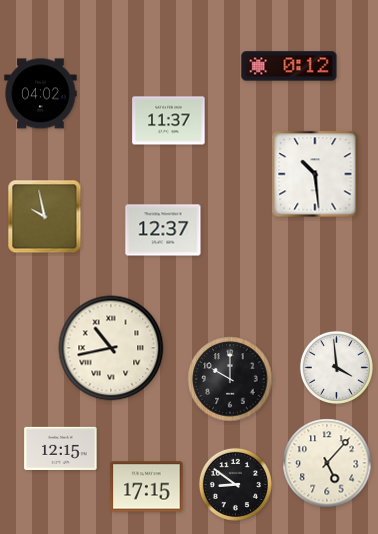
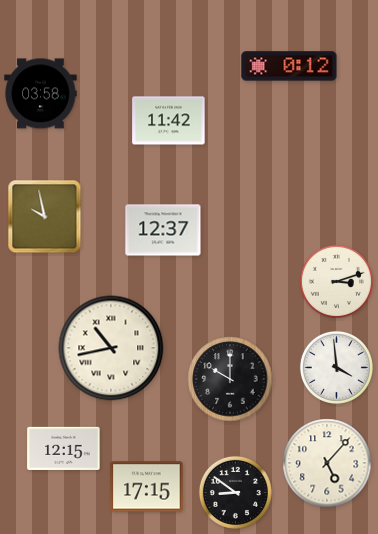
clock at (41, 94): 04:02 -> 03:58
clock at (169, 121): 11:37 -> 11:42
clock at (315, 174): 10:29 -> none
clock at (336, 281): none -> 3:12
clock at (61, 448) position: (61, 448) -> (64, 448)
clock at (235, 484) position: (235, 484) -> (235, 492)
